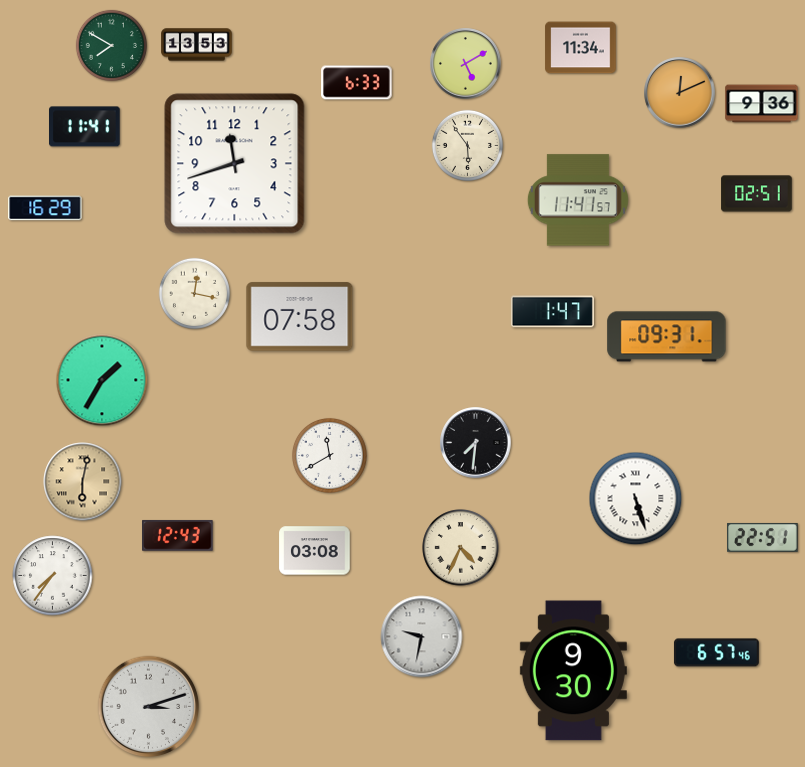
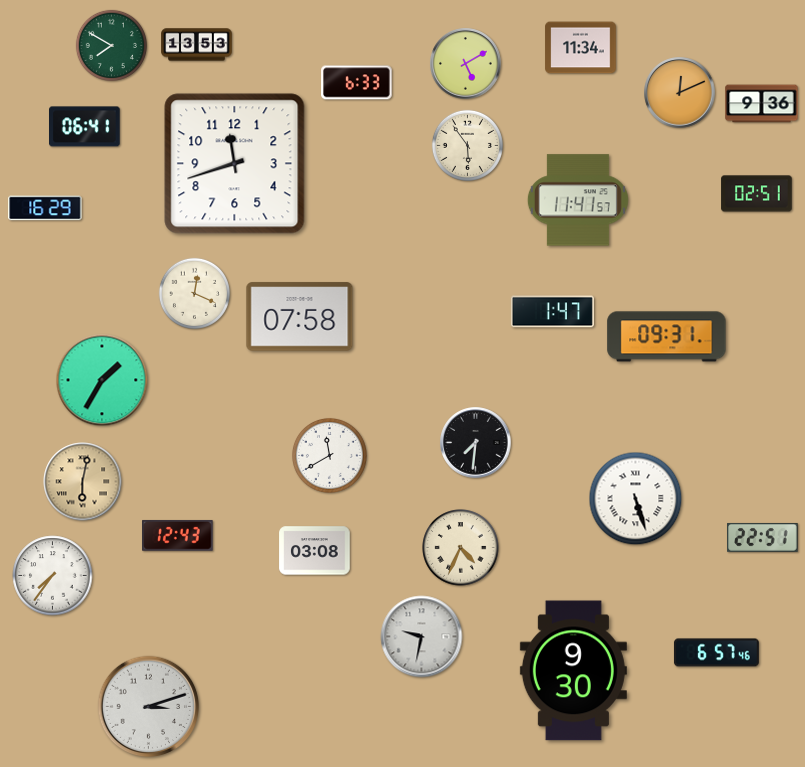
clock at (85, 127): 11:41 -> 06:41
clock at (194, 293): 12:17 -> 12:19
